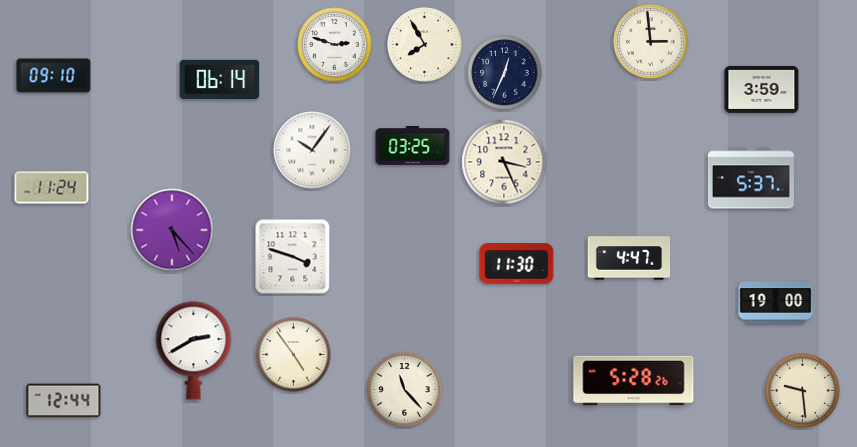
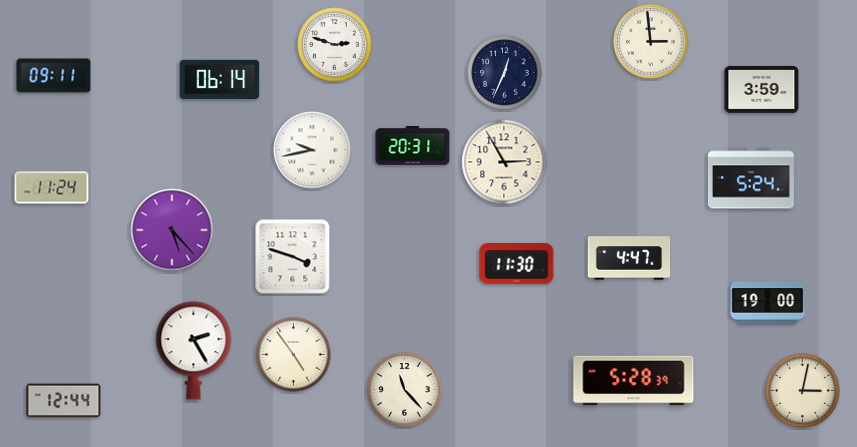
clock at (425, 45): 7:55 -> none
clock at (54, 76): 09:10 -> 09:11
clock at (413, 146): 03:25 -> 20:31
clock at (312, 150): 10:06 -> 9:43
clock at (504, 162): 3:26 -> 2:55
clock at (751, 178): 5:37 -> 5:24
clock at (776, 303) position: (776, 303) -> (768, 303)
clock at (194, 351): 2:40 -> 2:25
clock at (634, 381): 5:28:26 -> 5:28:39
clock at (803, 391): 9:29 -> 3:02
